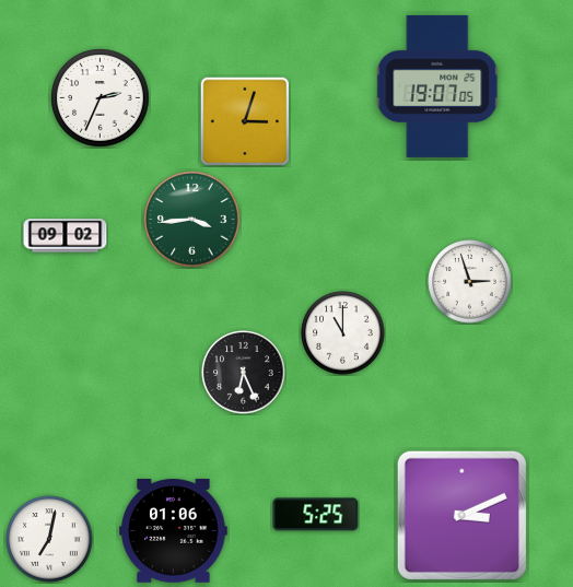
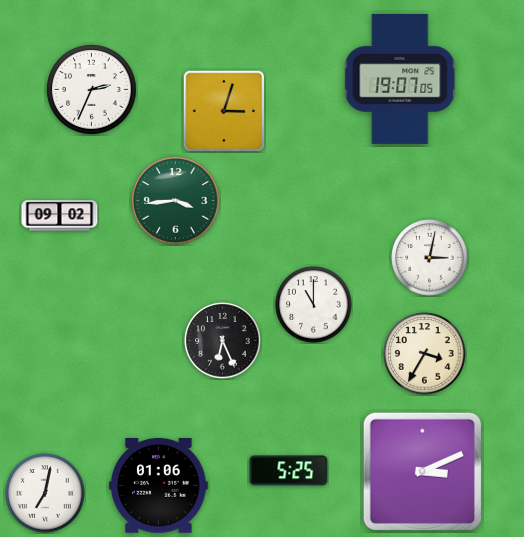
clock at (470, 282): 2:57 -> 3:02
clock at (425, 354): none -> 3:35
